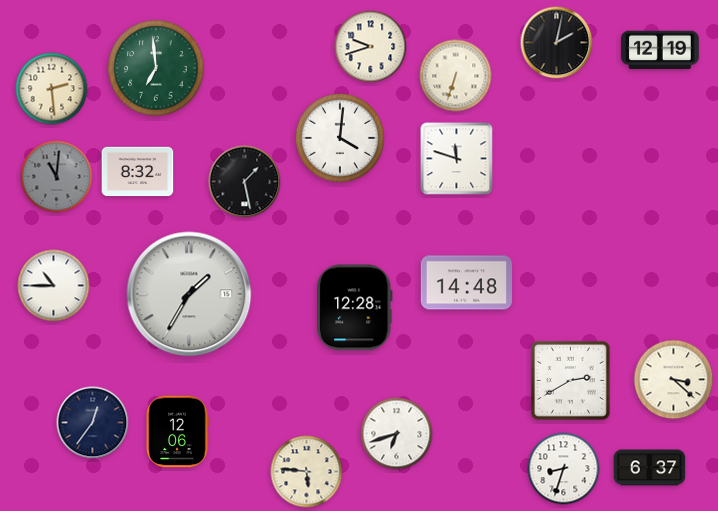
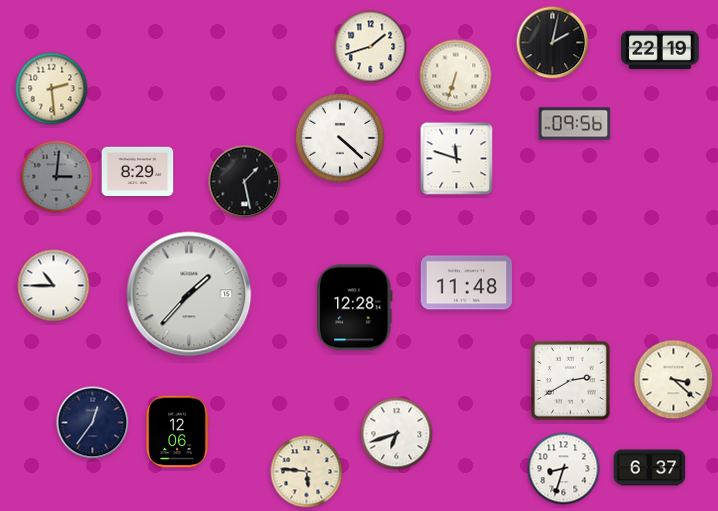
clock at (557, 43) position: (557, 43) -> (553, 43)
clock at (371, 47): 9:42 -> 1:42
clock at (660, 50): 12:19 -> 22:19
clock at (156, 68): 6:59 -> none
clock at (575, 124): none -> 09:56
clock at (340, 138): 4:01 -> 4:22
clock at (138, 172): 8:32 -> 8:29
clock at (57, 177): 11:01 -> 3:01
clock at (466, 283): 14:48 -> 11:48
clock at (189, 294): 1:35 -> 1:37
